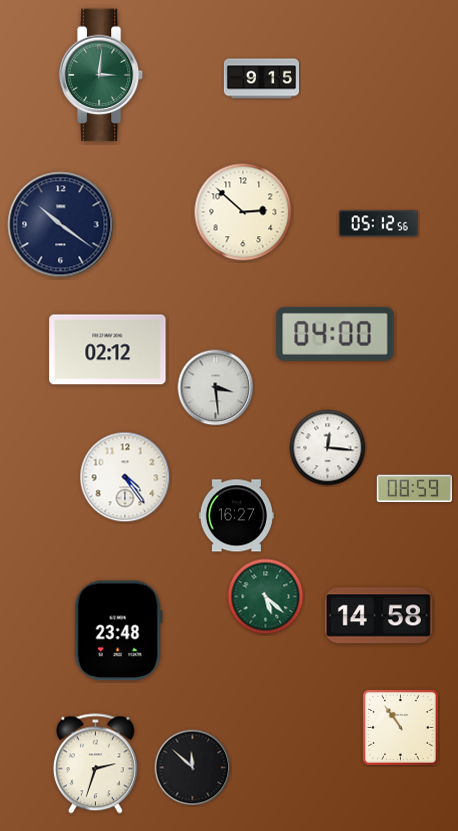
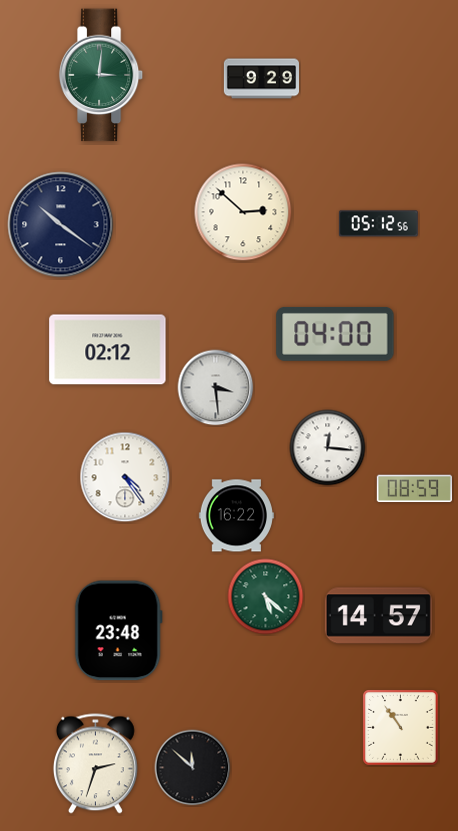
clock at (261, 79): 9:15 -> 9:29
clock at (236, 516): 16:27 -> 16:22
clock at (378, 616): 14:58 -> 14:57
